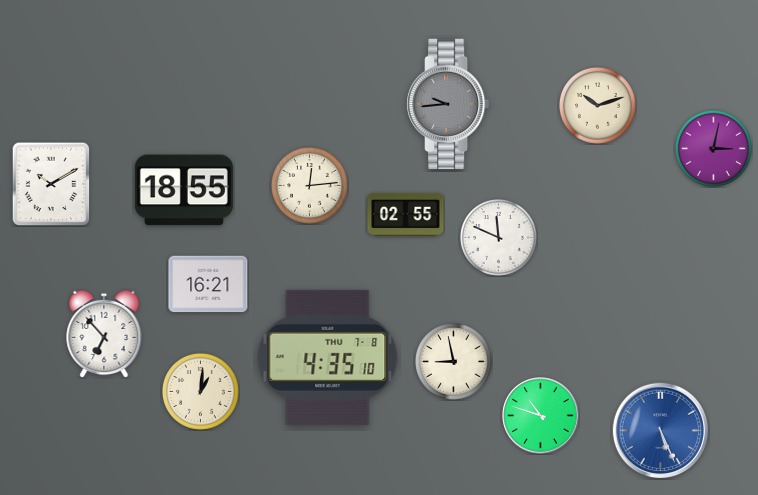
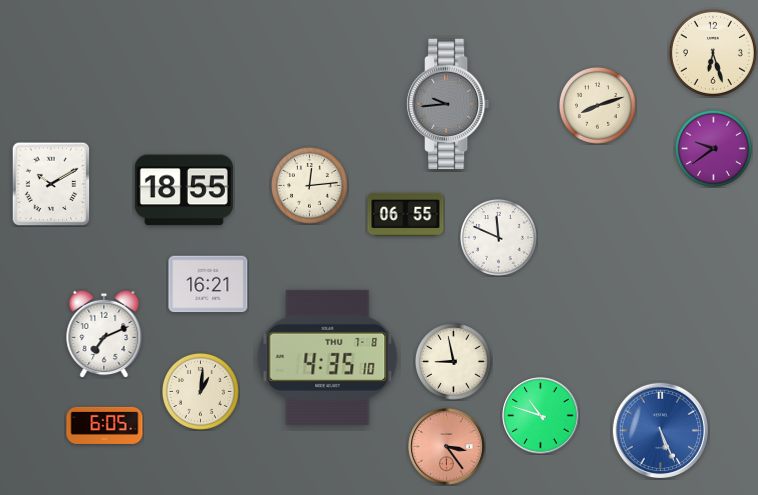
clock at (713, 53): none -> 6:27
clock at (598, 106): 10:12 -> 8:12
clock at (714, 149): 3:02 -> 9:39
clock at (406, 214): 02:55 -> 06:55
clock at (104, 334): 6:53 -> 7:11
clock at (105, 425): none -> 6:05
clock at (447, 447): none -> 3:24
